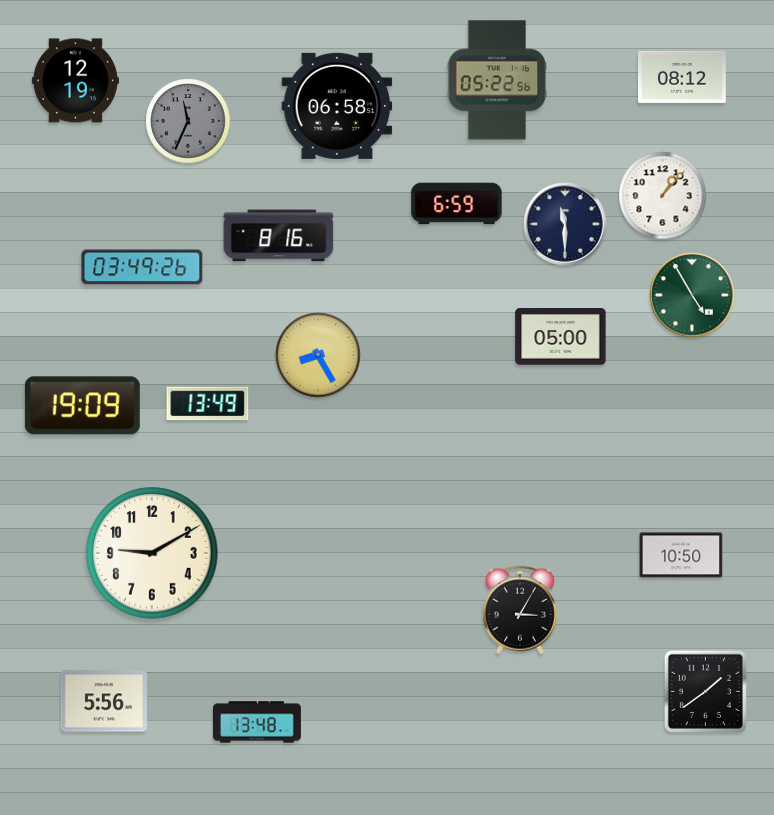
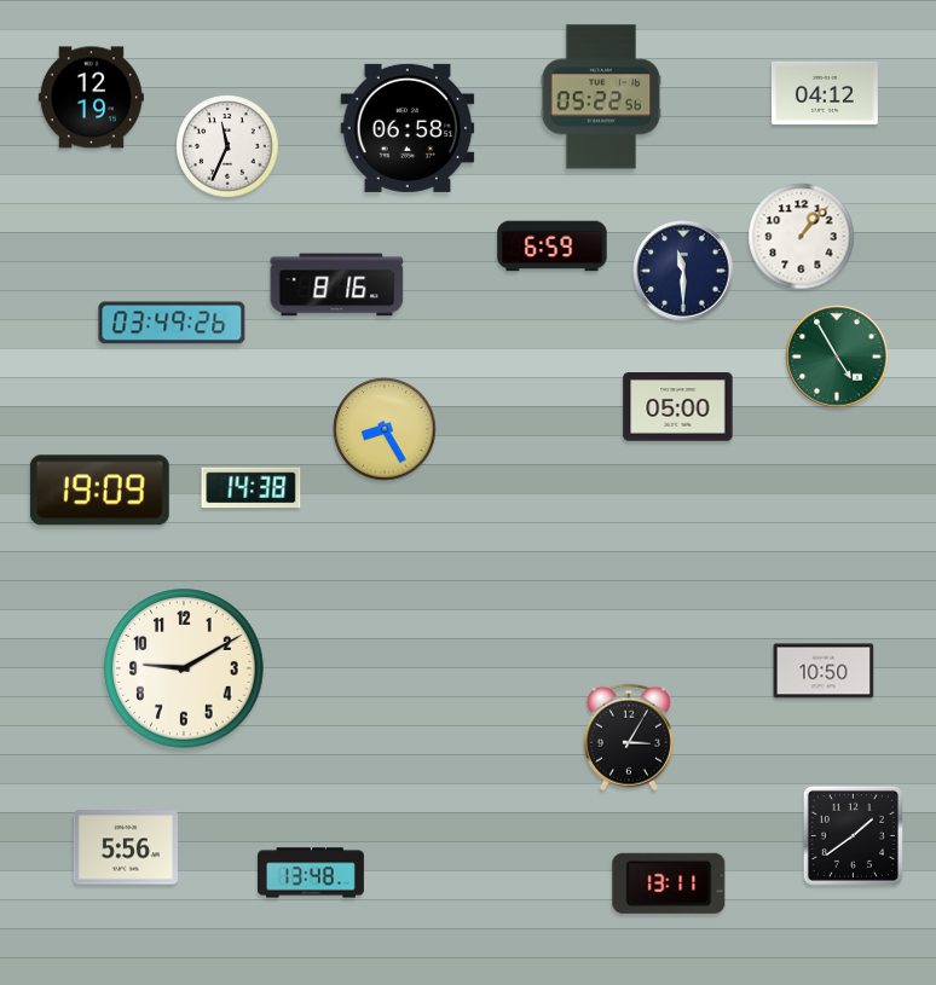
clock at (682, 77): 08:12 -> 04:12
clock at (188, 121) dial: grey -> white
clock at (208, 404): 13:49 -> 14:38
clock at (669, 883): none -> 13:11
